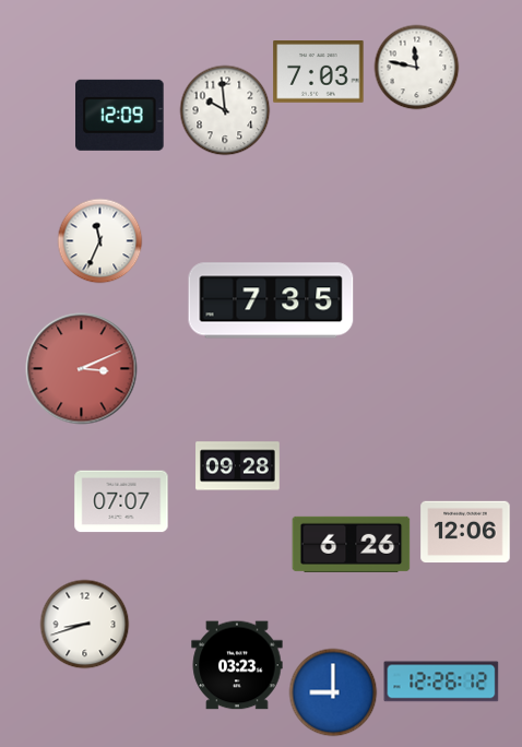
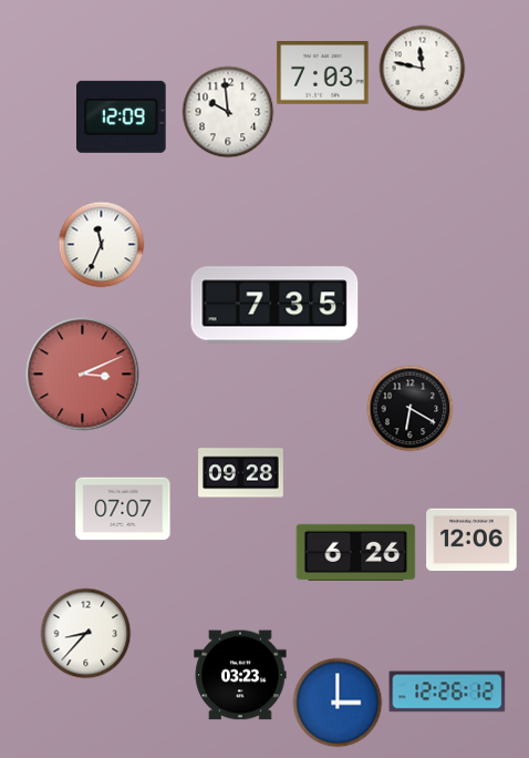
clock at (409, 408): none -> 6:20
clock at (84, 624): 8:42 -> 8:37
clock at (333, 692): 9:00 -> 3:00
